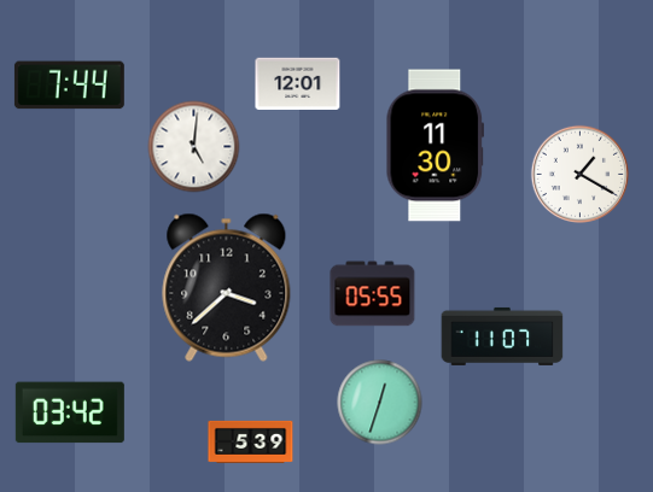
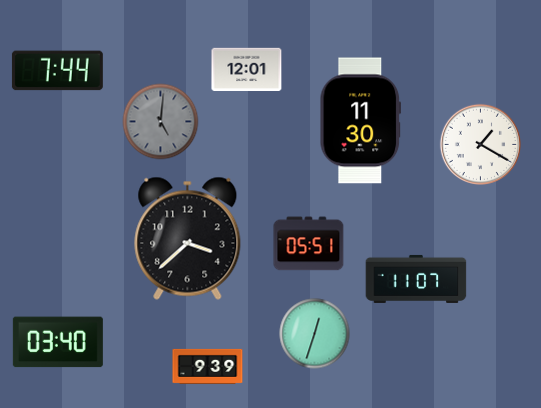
clock at (194, 147) dial: white -> grey
clock at (373, 294): 05:55 -> 05:51
clock at (70, 412): 03:42 -> 03:40
clock at (251, 441): 5:39 -> 9:39
